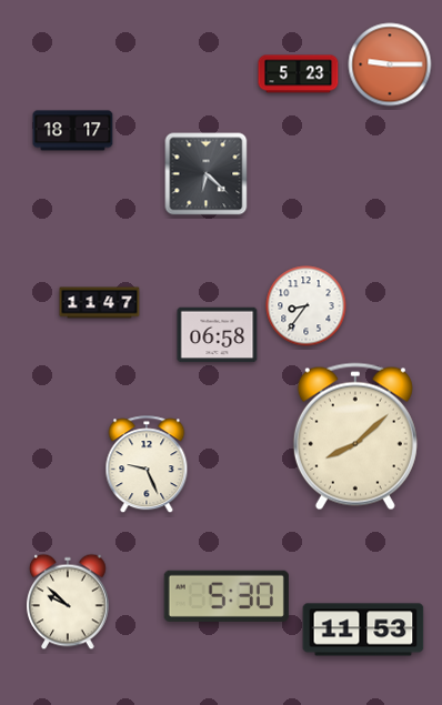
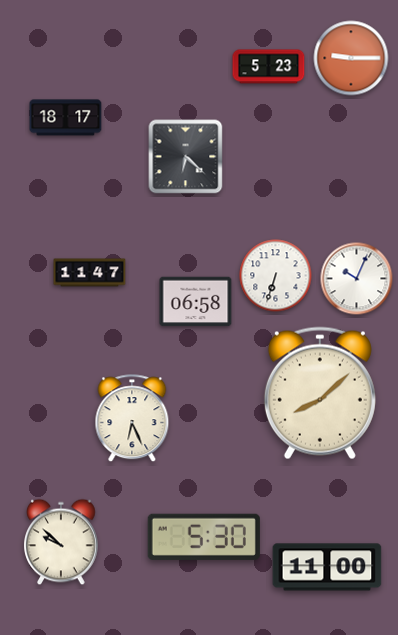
clock at (307, 306): 8:36 -> 6:33
clock at (357, 279): none -> 10:04
clock at (147, 465): 9:26 -> 6:26
clock at (363, 630): 11:53 -> 11:00
